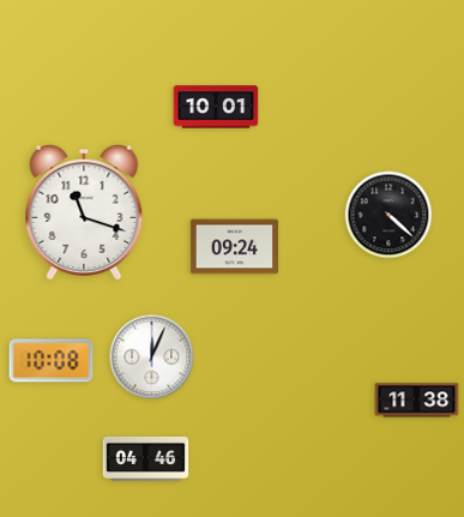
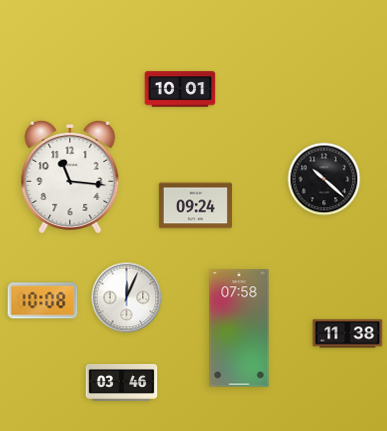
clock at (84, 212): 11:18 -> 11:16
clock at (388, 215): 4:22 -> 10:22
clock at (239, 328): none -> 07:58
clock at (146, 458): 04:46 -> 03:46
